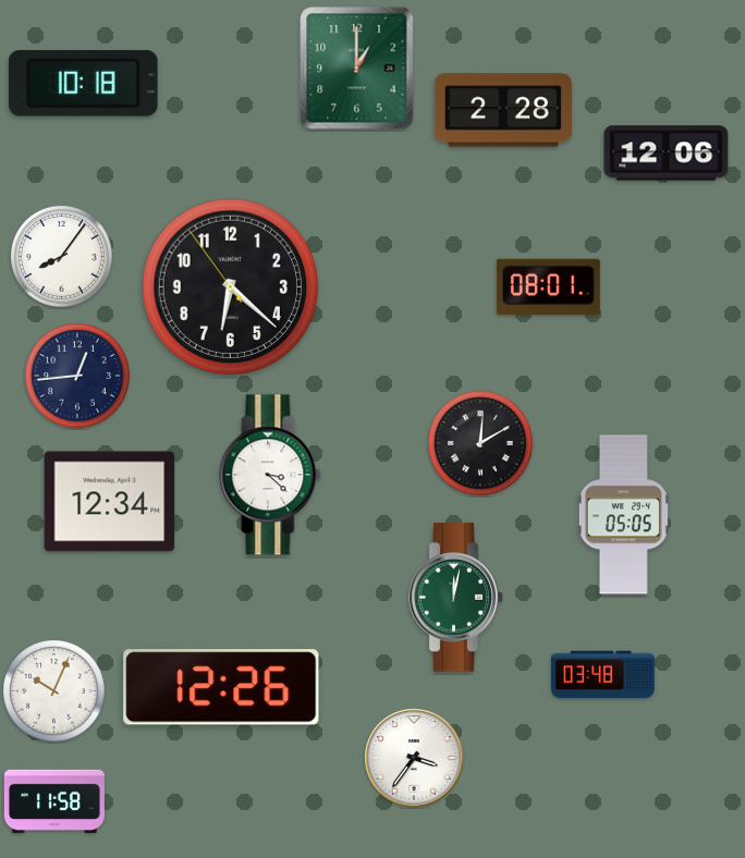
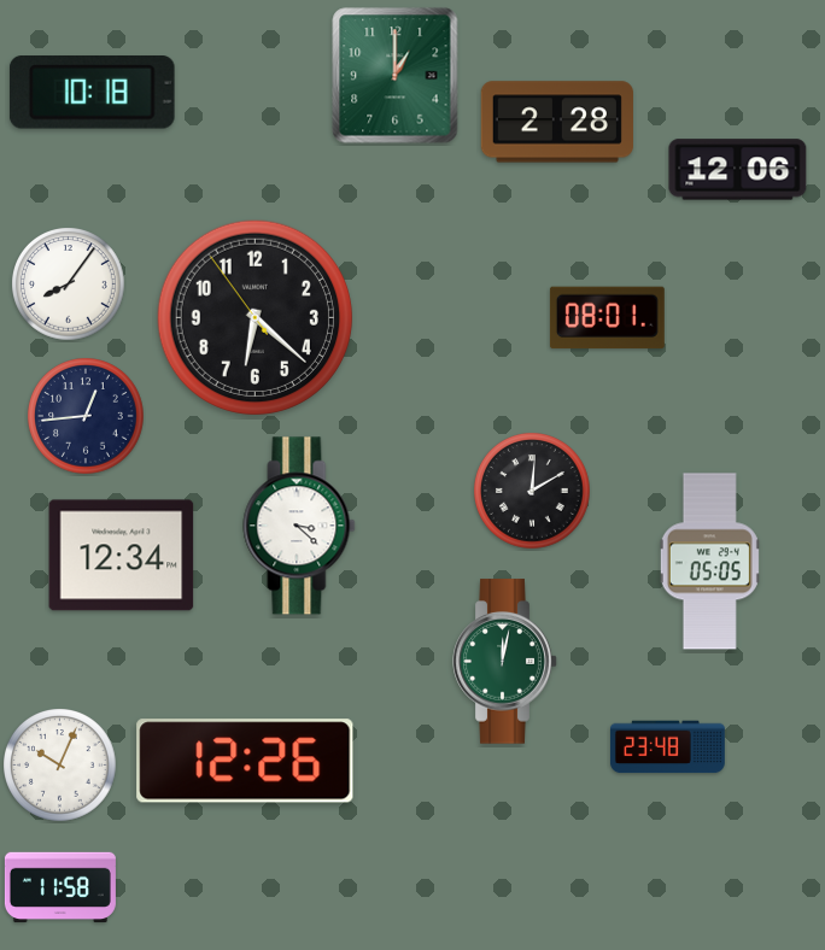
clock at (623, 515) position: (623, 515) -> (709, 562)
clock at (602, 675): 03:48 -> 23:48
clock at (414, 758): 3:36 -> none
